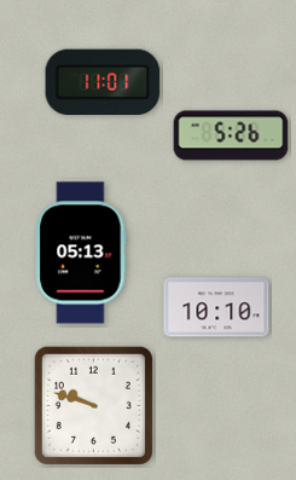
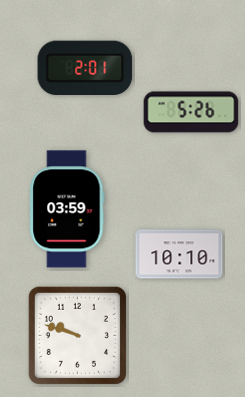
clock at (103, 82): 11:01 -> 2:01
clock at (81, 253): 05:13 -> 03:59
